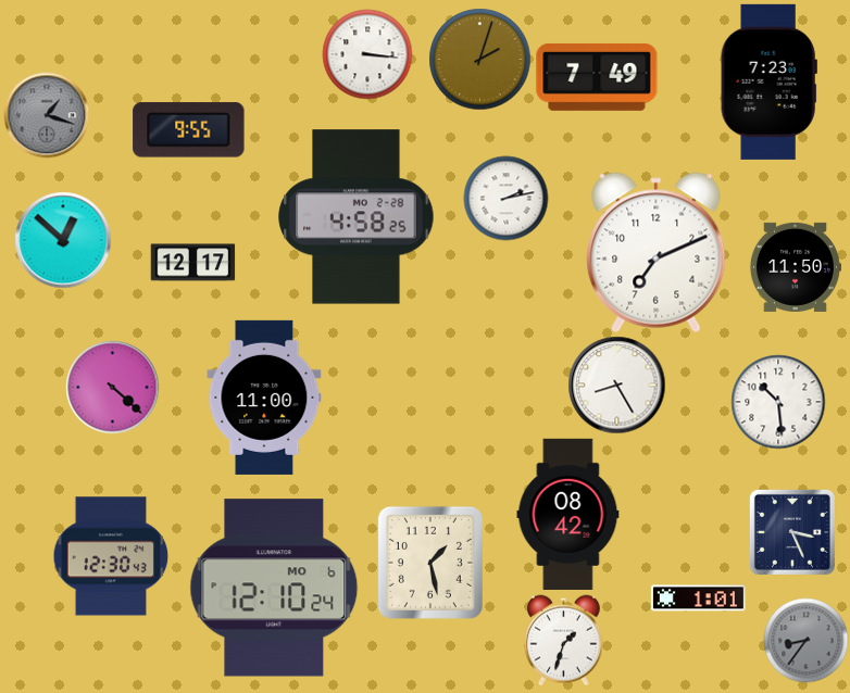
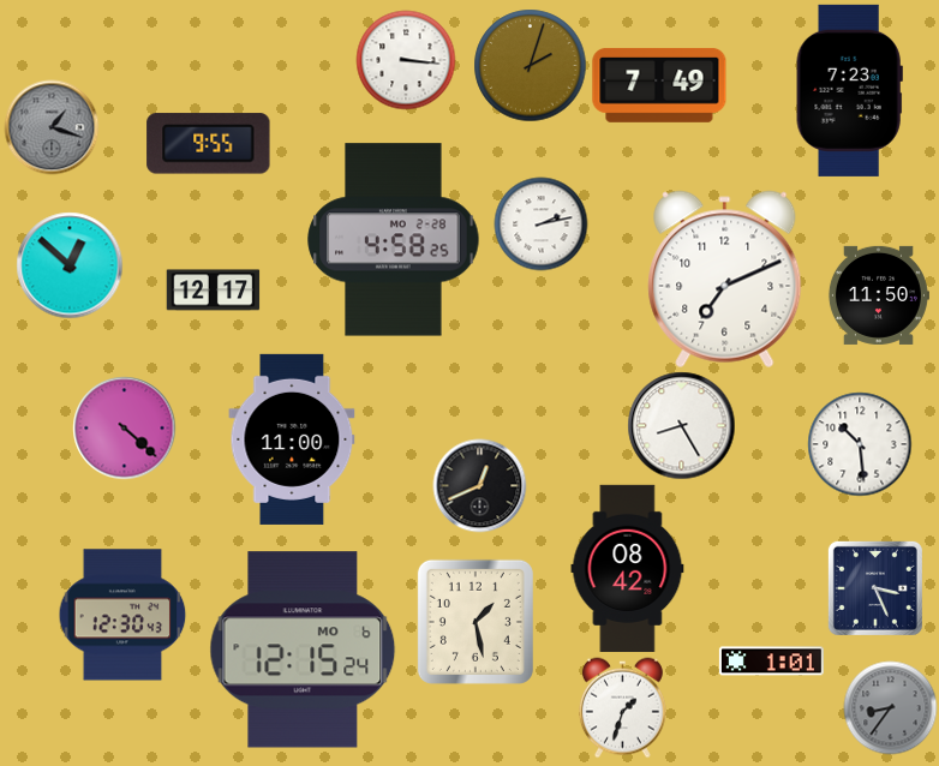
clock at (505, 198) position: (505, 198) -> (540, 223)
clock at (479, 485): none -> 12:41
clock at (274, 588): 12:10 -> 12:15
